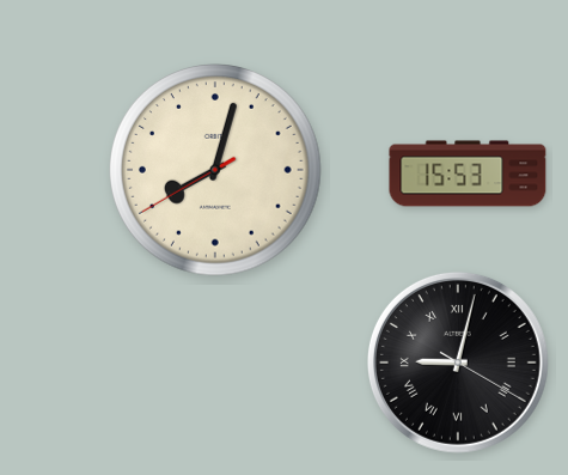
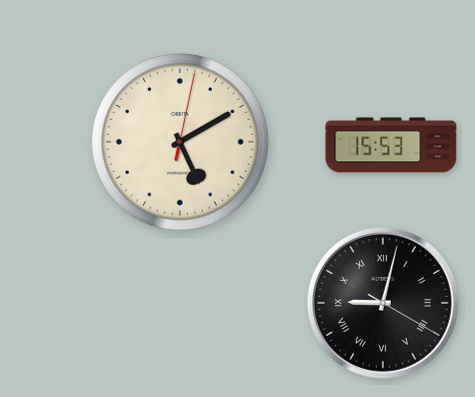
clock at (215, 170): 8:02 -> 5:10
